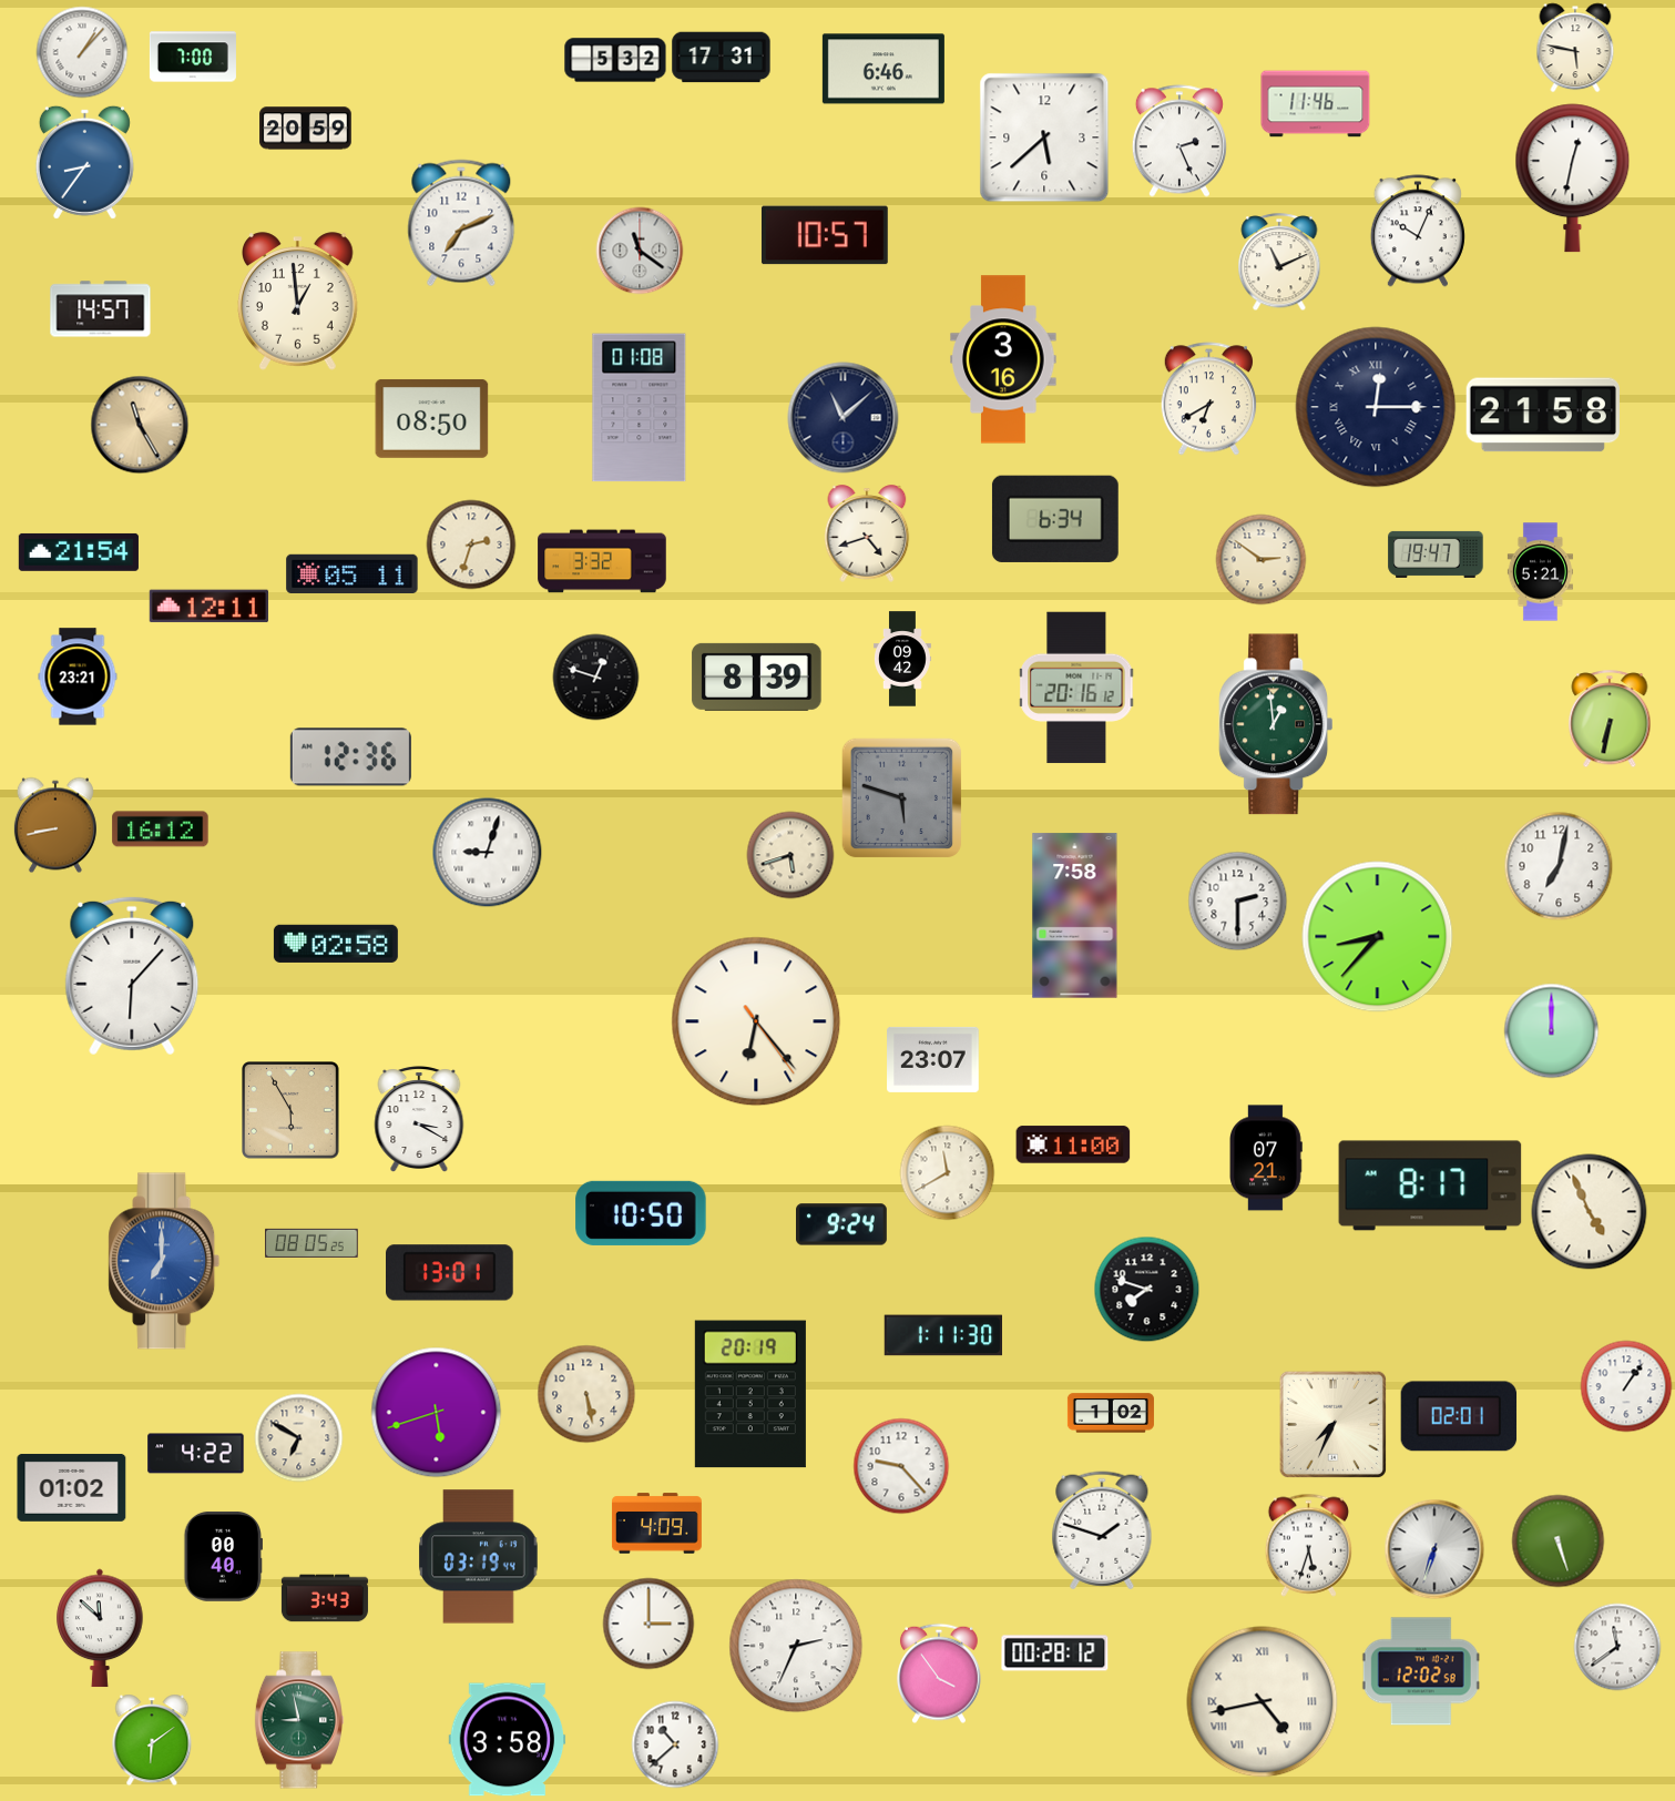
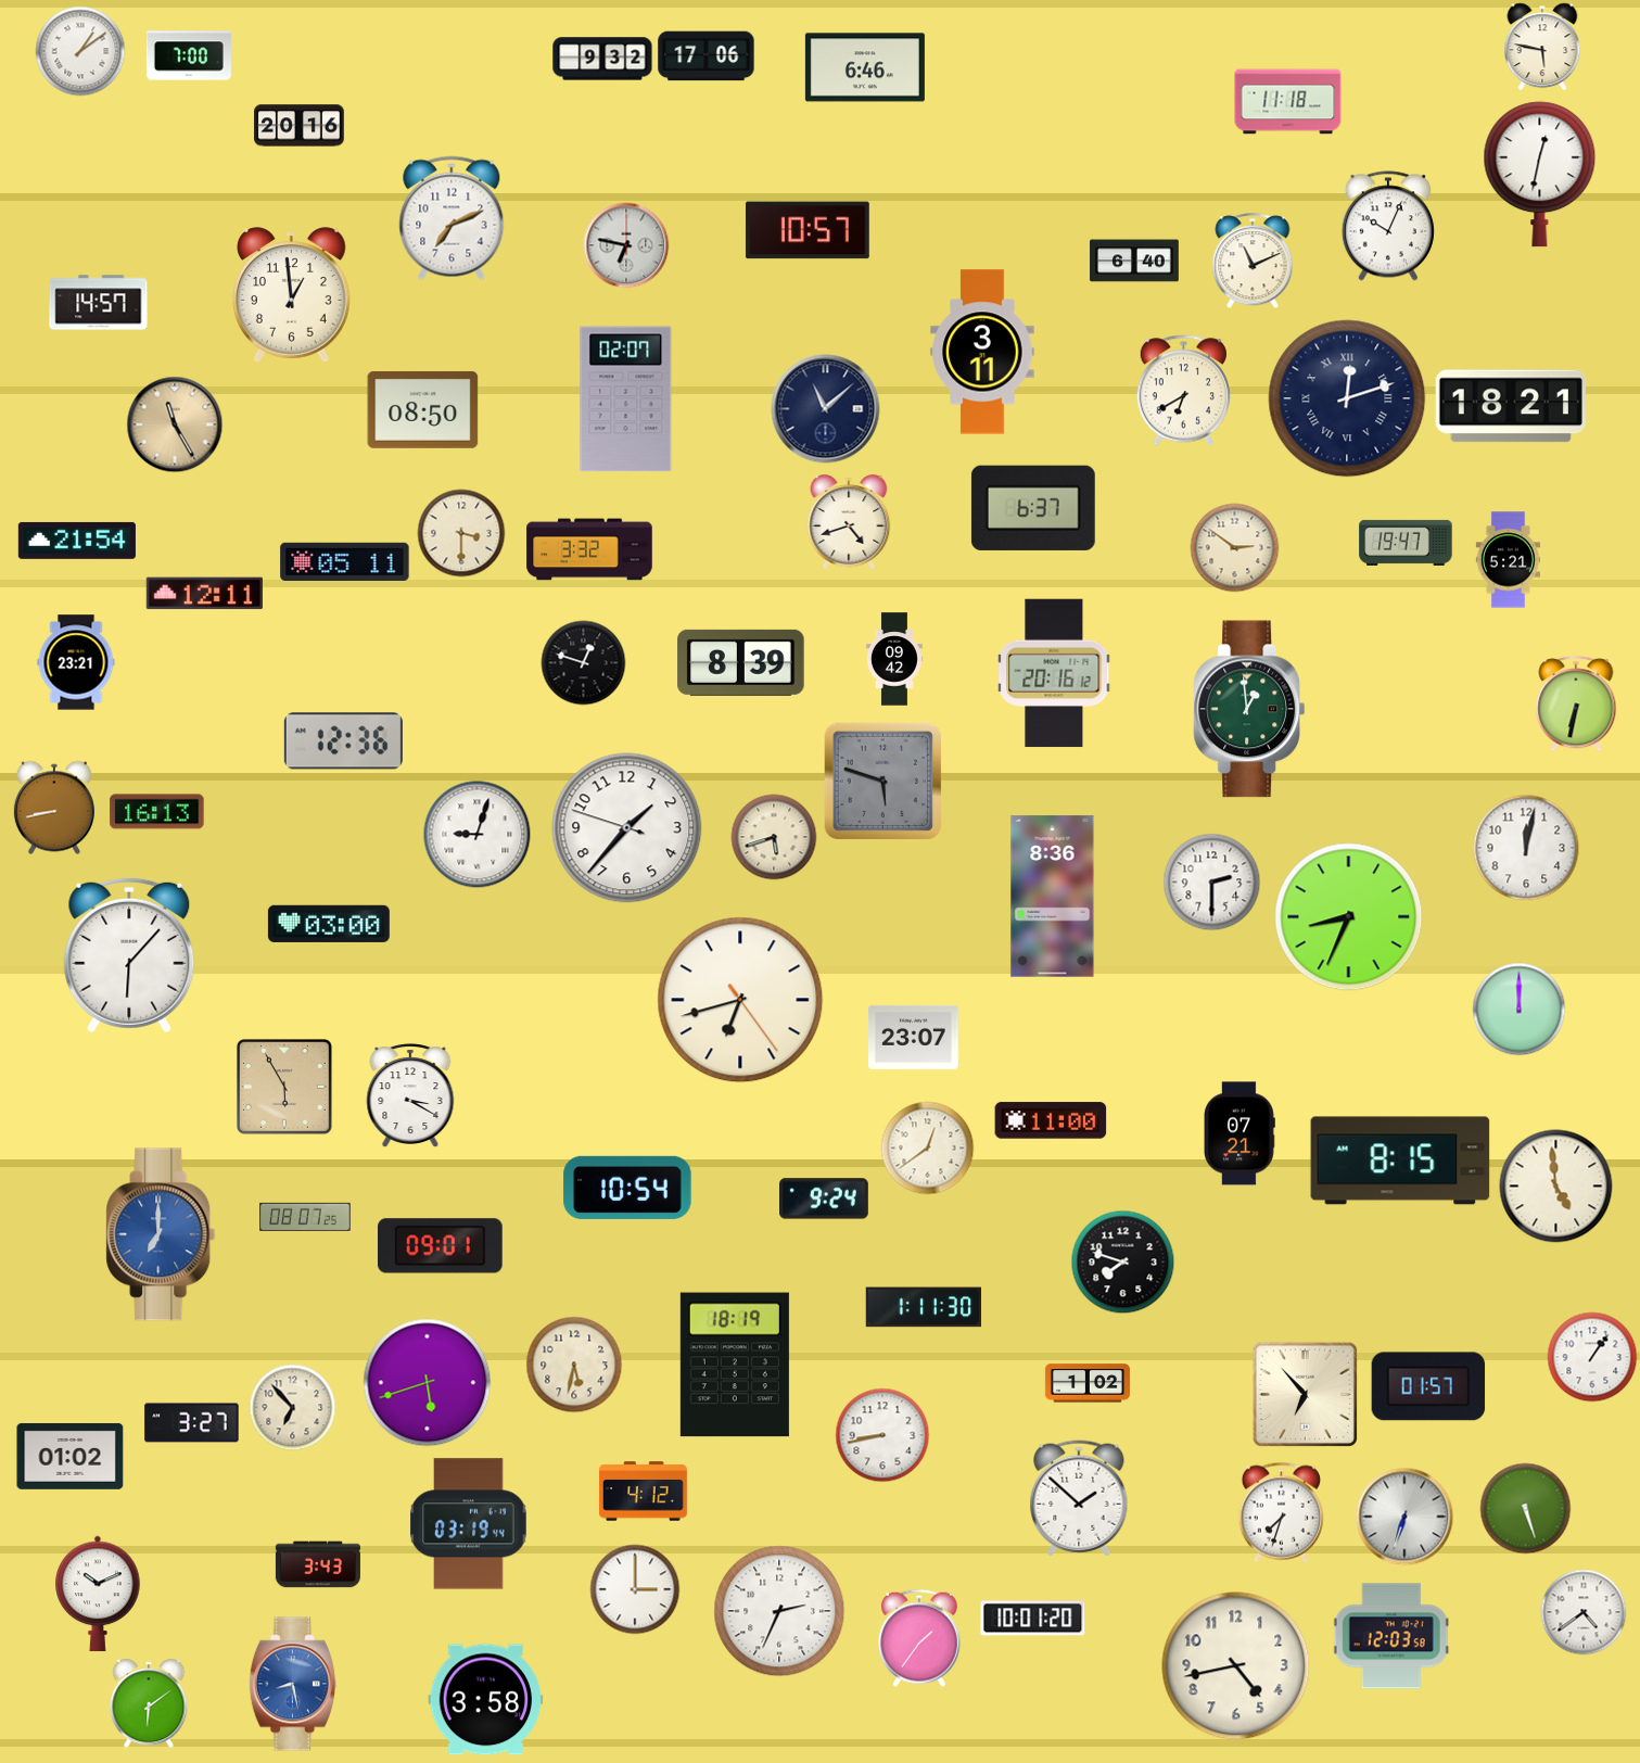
clock at (82, 52): 1:07 -> 1:09
clock at (722, 58): 17:31 -> 17:06
clock at (615, 60): 5:32 -> 9:32
clock at (1316, 104): 11:46 -> 11:18
clock at (306, 129): 20:59 -> 20:16
clock at (1044, 138): 5:38 -> none
clock at (1179, 141): 2:26 -> none
clock at (84, 162): 8:36 -> none
clock at (640, 251): 11:21 -> 6:47
clock at (1279, 263) position: (1279, 263) -> (1253, 262)
clock at (1134, 261): none -> 6:40
clock at (1003, 359): 3:16 -> 3:11
clock at (1376, 407): 12:15 -> 12:12
clock at (640, 408): 01:08 -> 02:07
clock at (1543, 415): 21:58 -> 18:21
clock at (140, 425) position: (140, 425) -> (175, 424)
clock at (1055, 519): 6:34 -> 6:37
clock at (471, 545): 2:33 -> 3:30
clock at (902, 659) position: (902, 659) -> (894, 659)
clock at (161, 830): 16:12 -> 16:13
clock at (627, 828): none -> 1:36
clock at (1559, 866): 7:02 -> 12:02
clock at (1075, 916): 7:58 -> 8:36
clock at (1378, 937): 8:37 -> 8:34
clock at (336, 944): 02:58 -> 03:00
clock at (756, 1021): 6:23 -> 6:42
clock at (948, 1173): 11:40 -> 12:39
clock at (1430, 1186): 8:17 -> 8:15
clock at (1590, 1212): 4:56 -> 4:59
clock at (641, 1213): 10:50 -> 10:54
clock at (311, 1243): 08:05 -> 08:07
clock at (450, 1273): 13:01 -> 09:01
clock at (586, 1394): 5:28 -> 5:32
clock at (750, 1394): 20:19 -> 18:19
clock at (1459, 1416): 02:01 -> 01:57
clock at (1332, 1424): 7:34 -> 6:53
clock at (299, 1438): 6:50 -> 6:53
clock at (196, 1454): 4:22 -> 3:27
clock at (901, 1466): 9:23 -> 8:43
clock at (656, 1524): 4:09 -> 4:12
clock at (1102, 1530): 1:48 -> 1:52
clock at (1308, 1545): 5:33 -> 7:33
clock at (224, 1556): 00:40 -> none
clock at (100, 1628): 11:52 -> 10:11
clock at (1617, 1647): 11:39 -> 4:39
clock at (1055, 1654): 00:28 -> 10:01
clock at (1421, 1671): 12:02 -> 12:03
clock at (939, 1673): 3:54 -> 1:36
clock at (1263, 1702) numerals: Roman -> Arabic
clock at (299, 1720): 8:58 -> 8:28
clock at (299, 1720) dial: green -> blue
clock at (508, 1740) position: (508, 1740) -> (486, 1700)
clock at (675, 1744): 10:38 -> none
